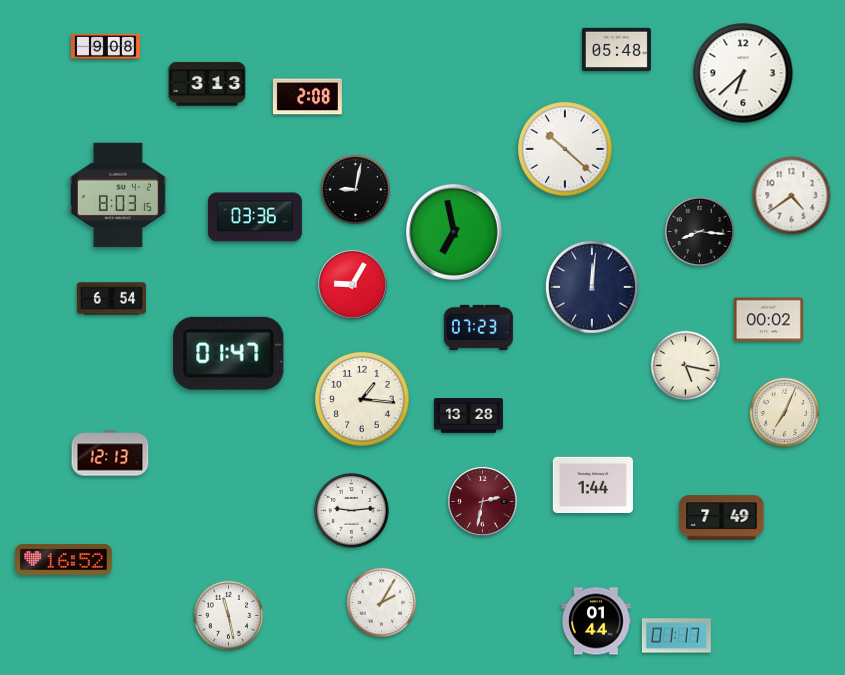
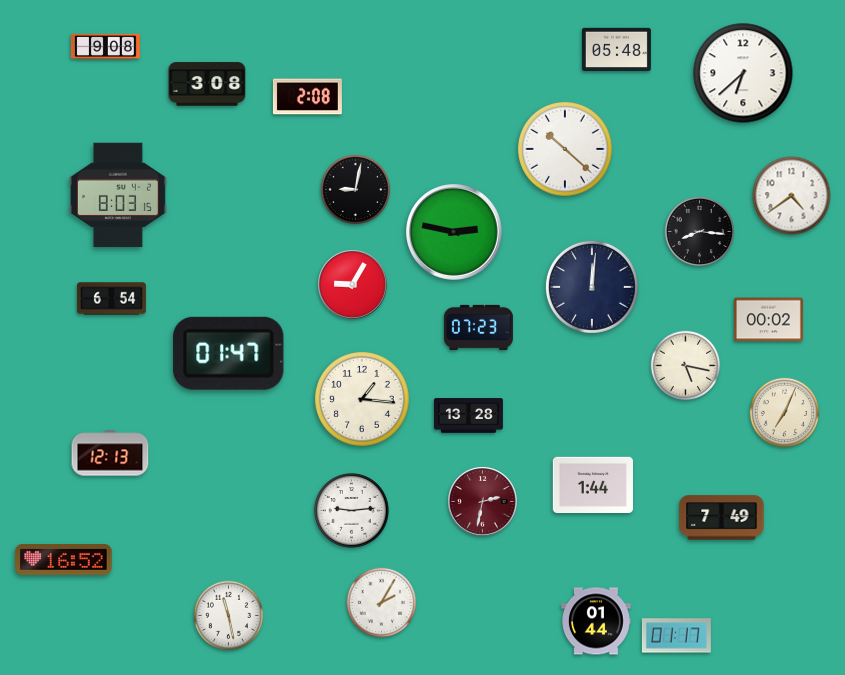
clock at (207, 84): 3:13 -> 3:08
clock at (255, 217): 03:36 -> none
clock at (455, 233): 6:58 -> 2:47
